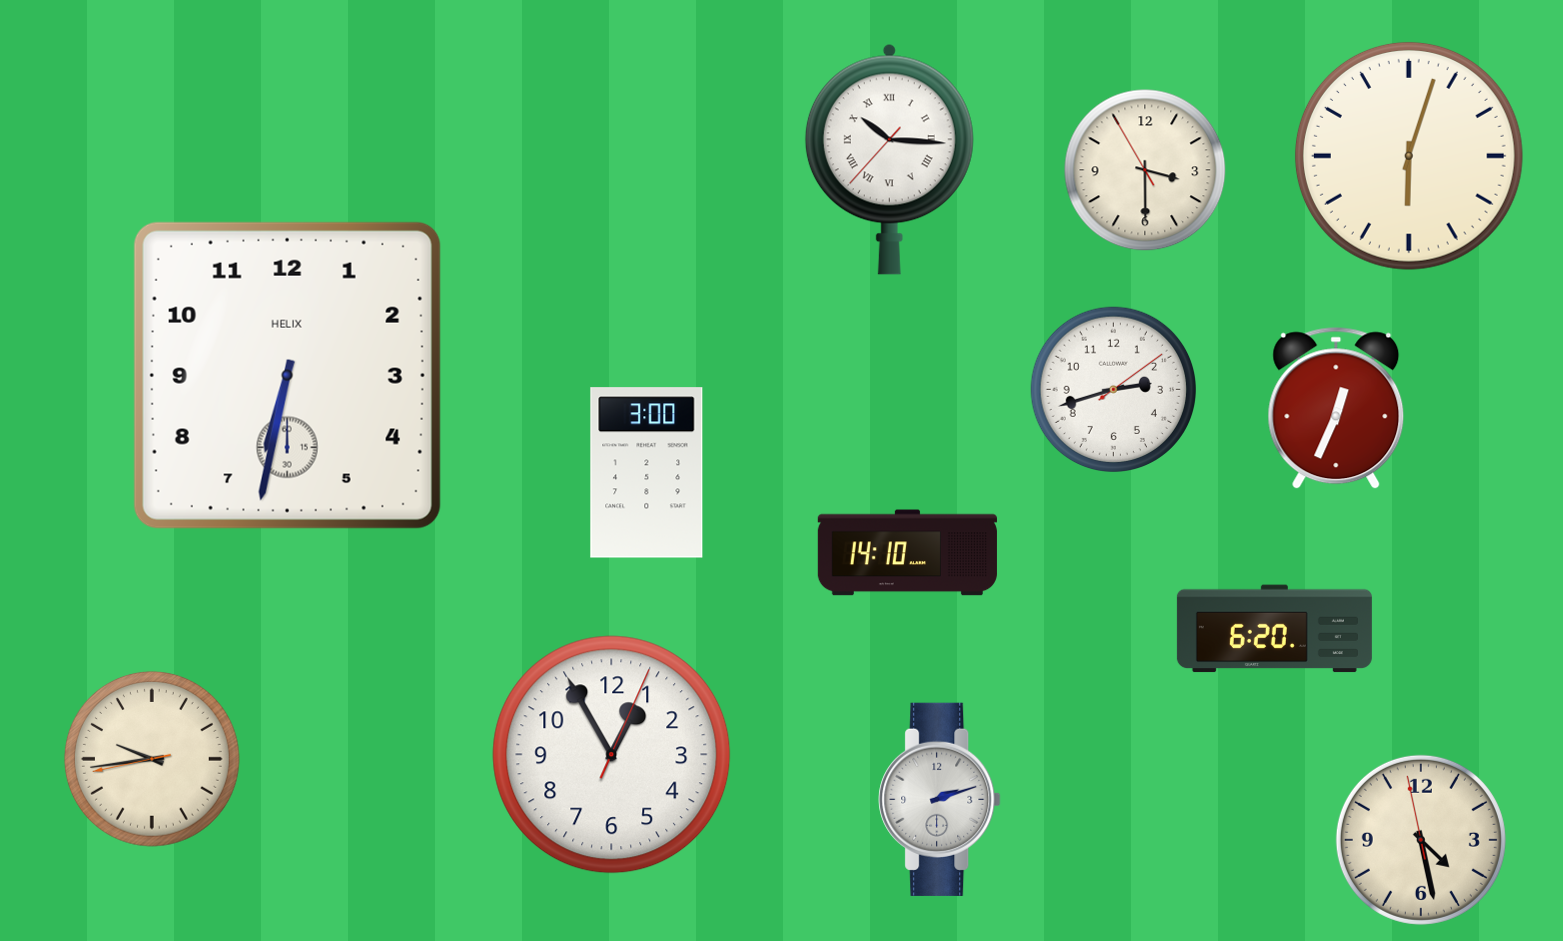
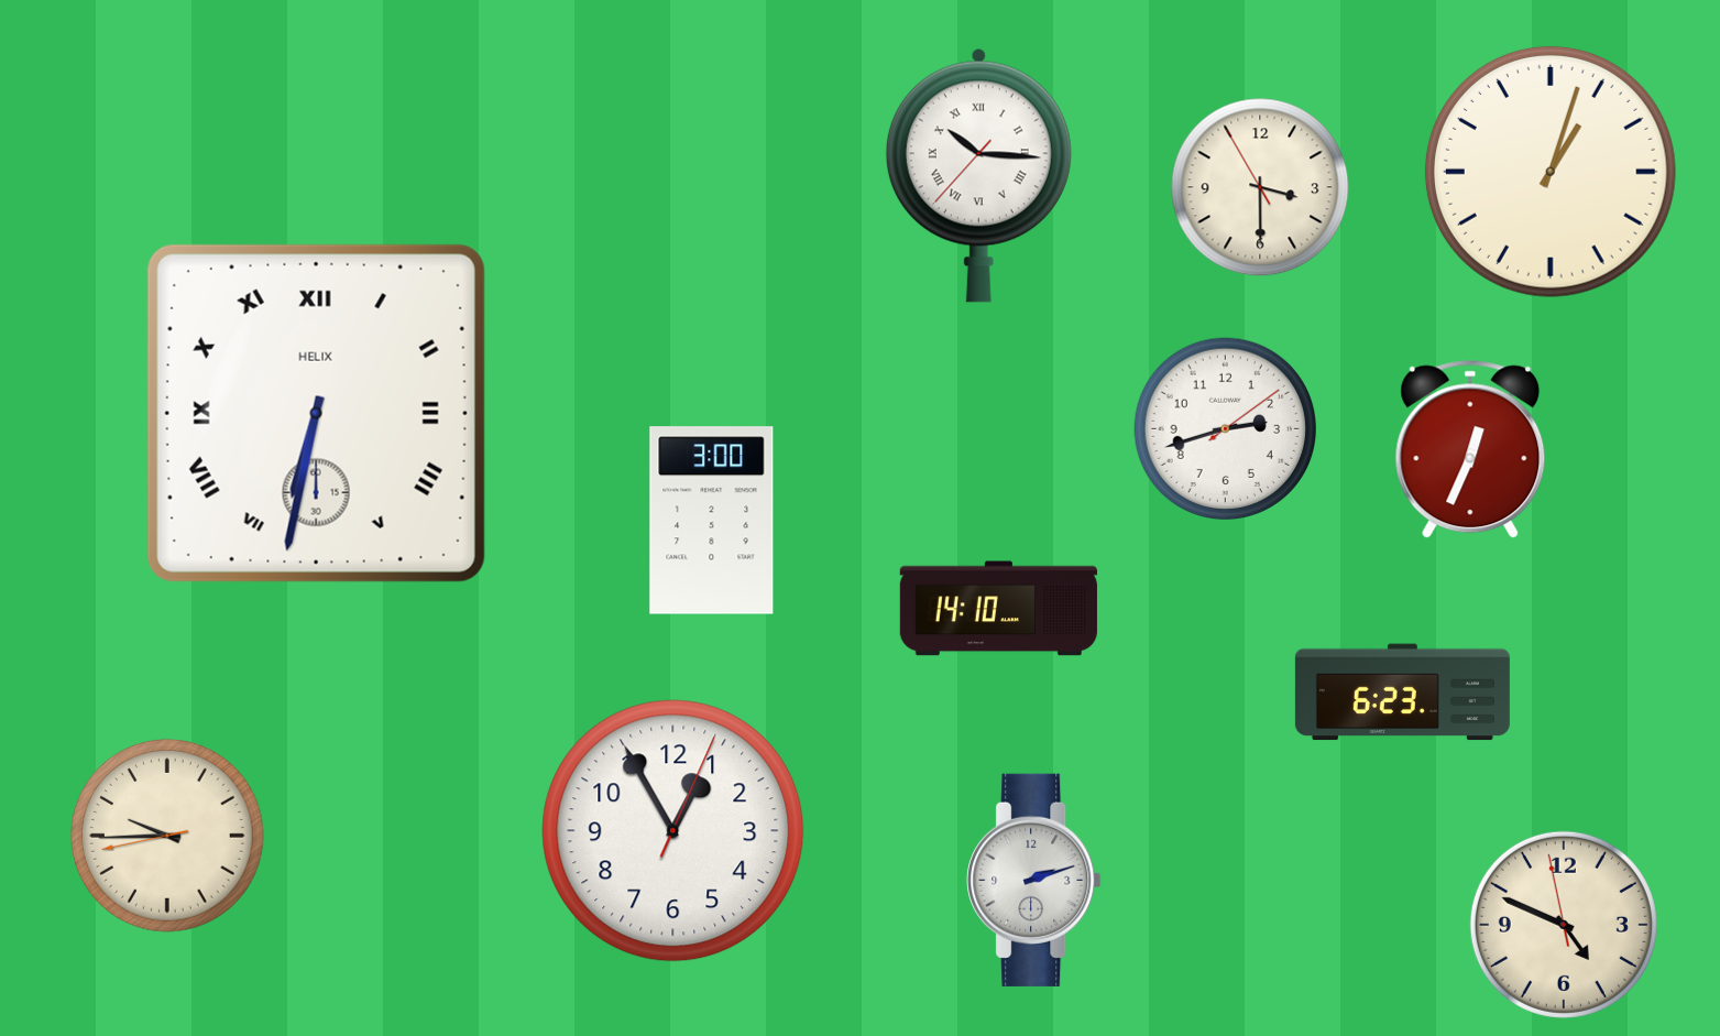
clock at (1409, 156): 6:03 -> 1:03
clock at (287, 375) numerals: Arabic -> Roman
clock at (1274, 629): 6:20 -> 6:23
clock at (152, 759): 9:43 -> 9:44
clock at (1421, 840): 4:27 -> 4:48
